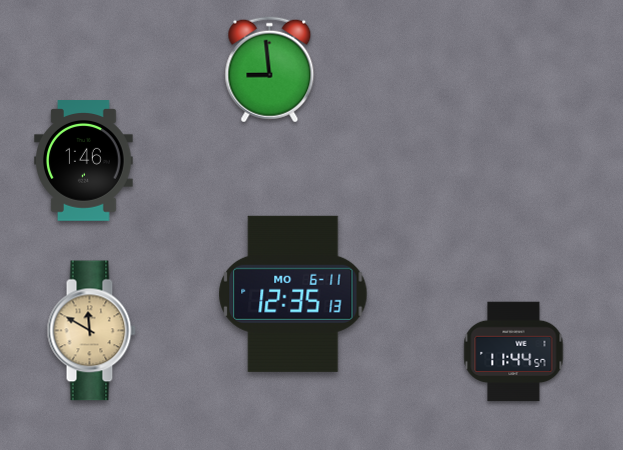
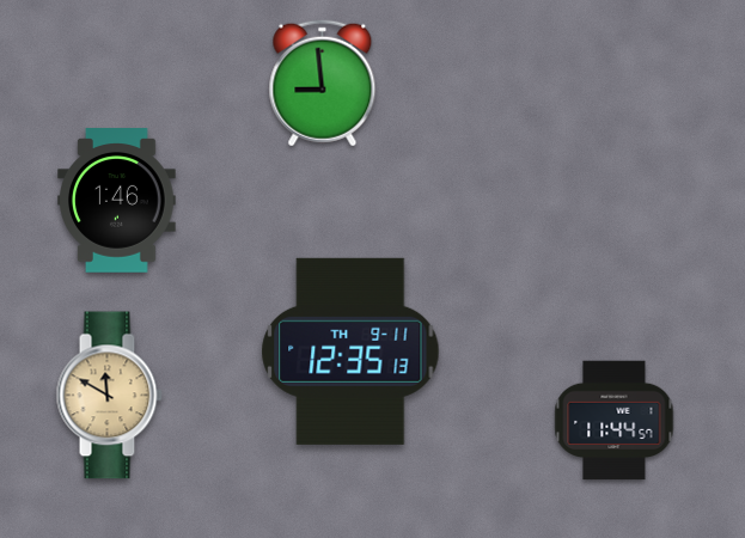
clock at (84, 161) position: (84, 161) -> (117, 201)
clock at (293, 294) date: MO 6-11 -> TH 9-11
